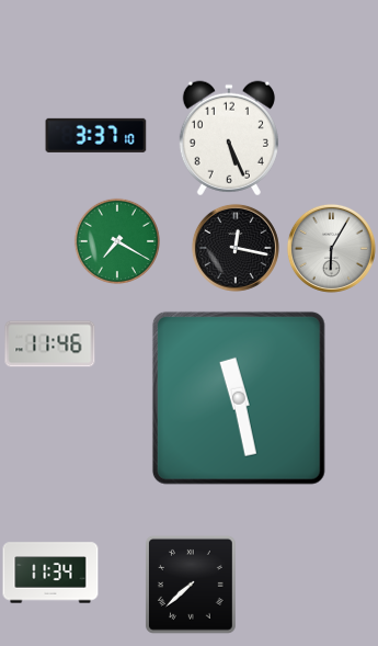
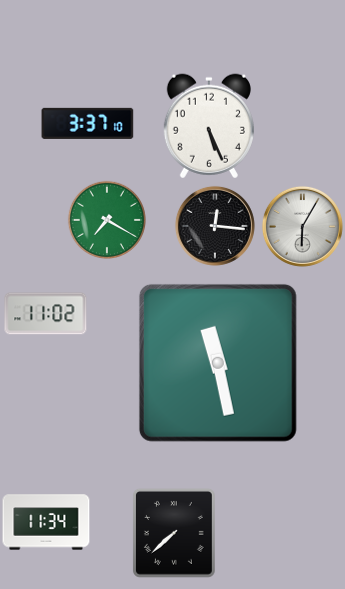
clock at (236, 248): 12:17 -> 12:16
clock at (50, 344): 11:46 -> 11:02
